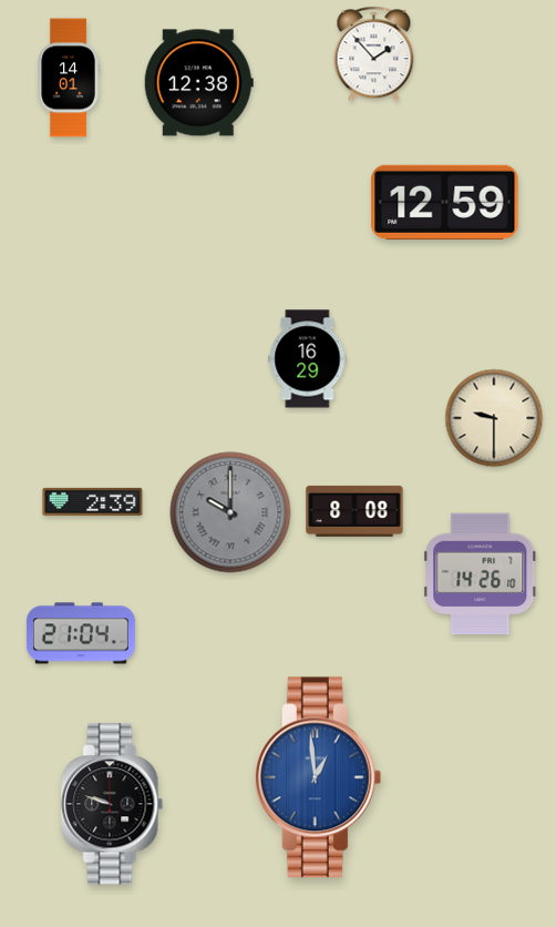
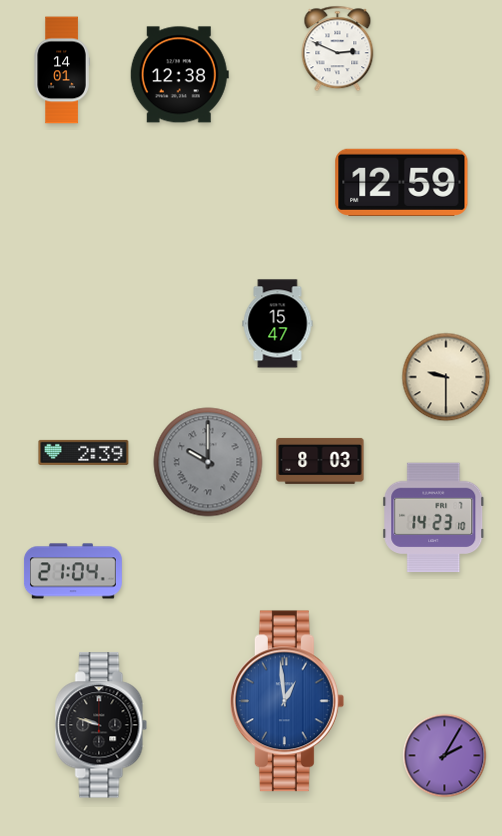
clock at (374, 54): 1:53 -> 2:49
clock at (308, 359): 16:29 -> 15:47
clock at (354, 511): 8:08 -> 8:03
clock at (481, 574): 14:26 -> 14:23
clock at (445, 756): none -> 2:05
